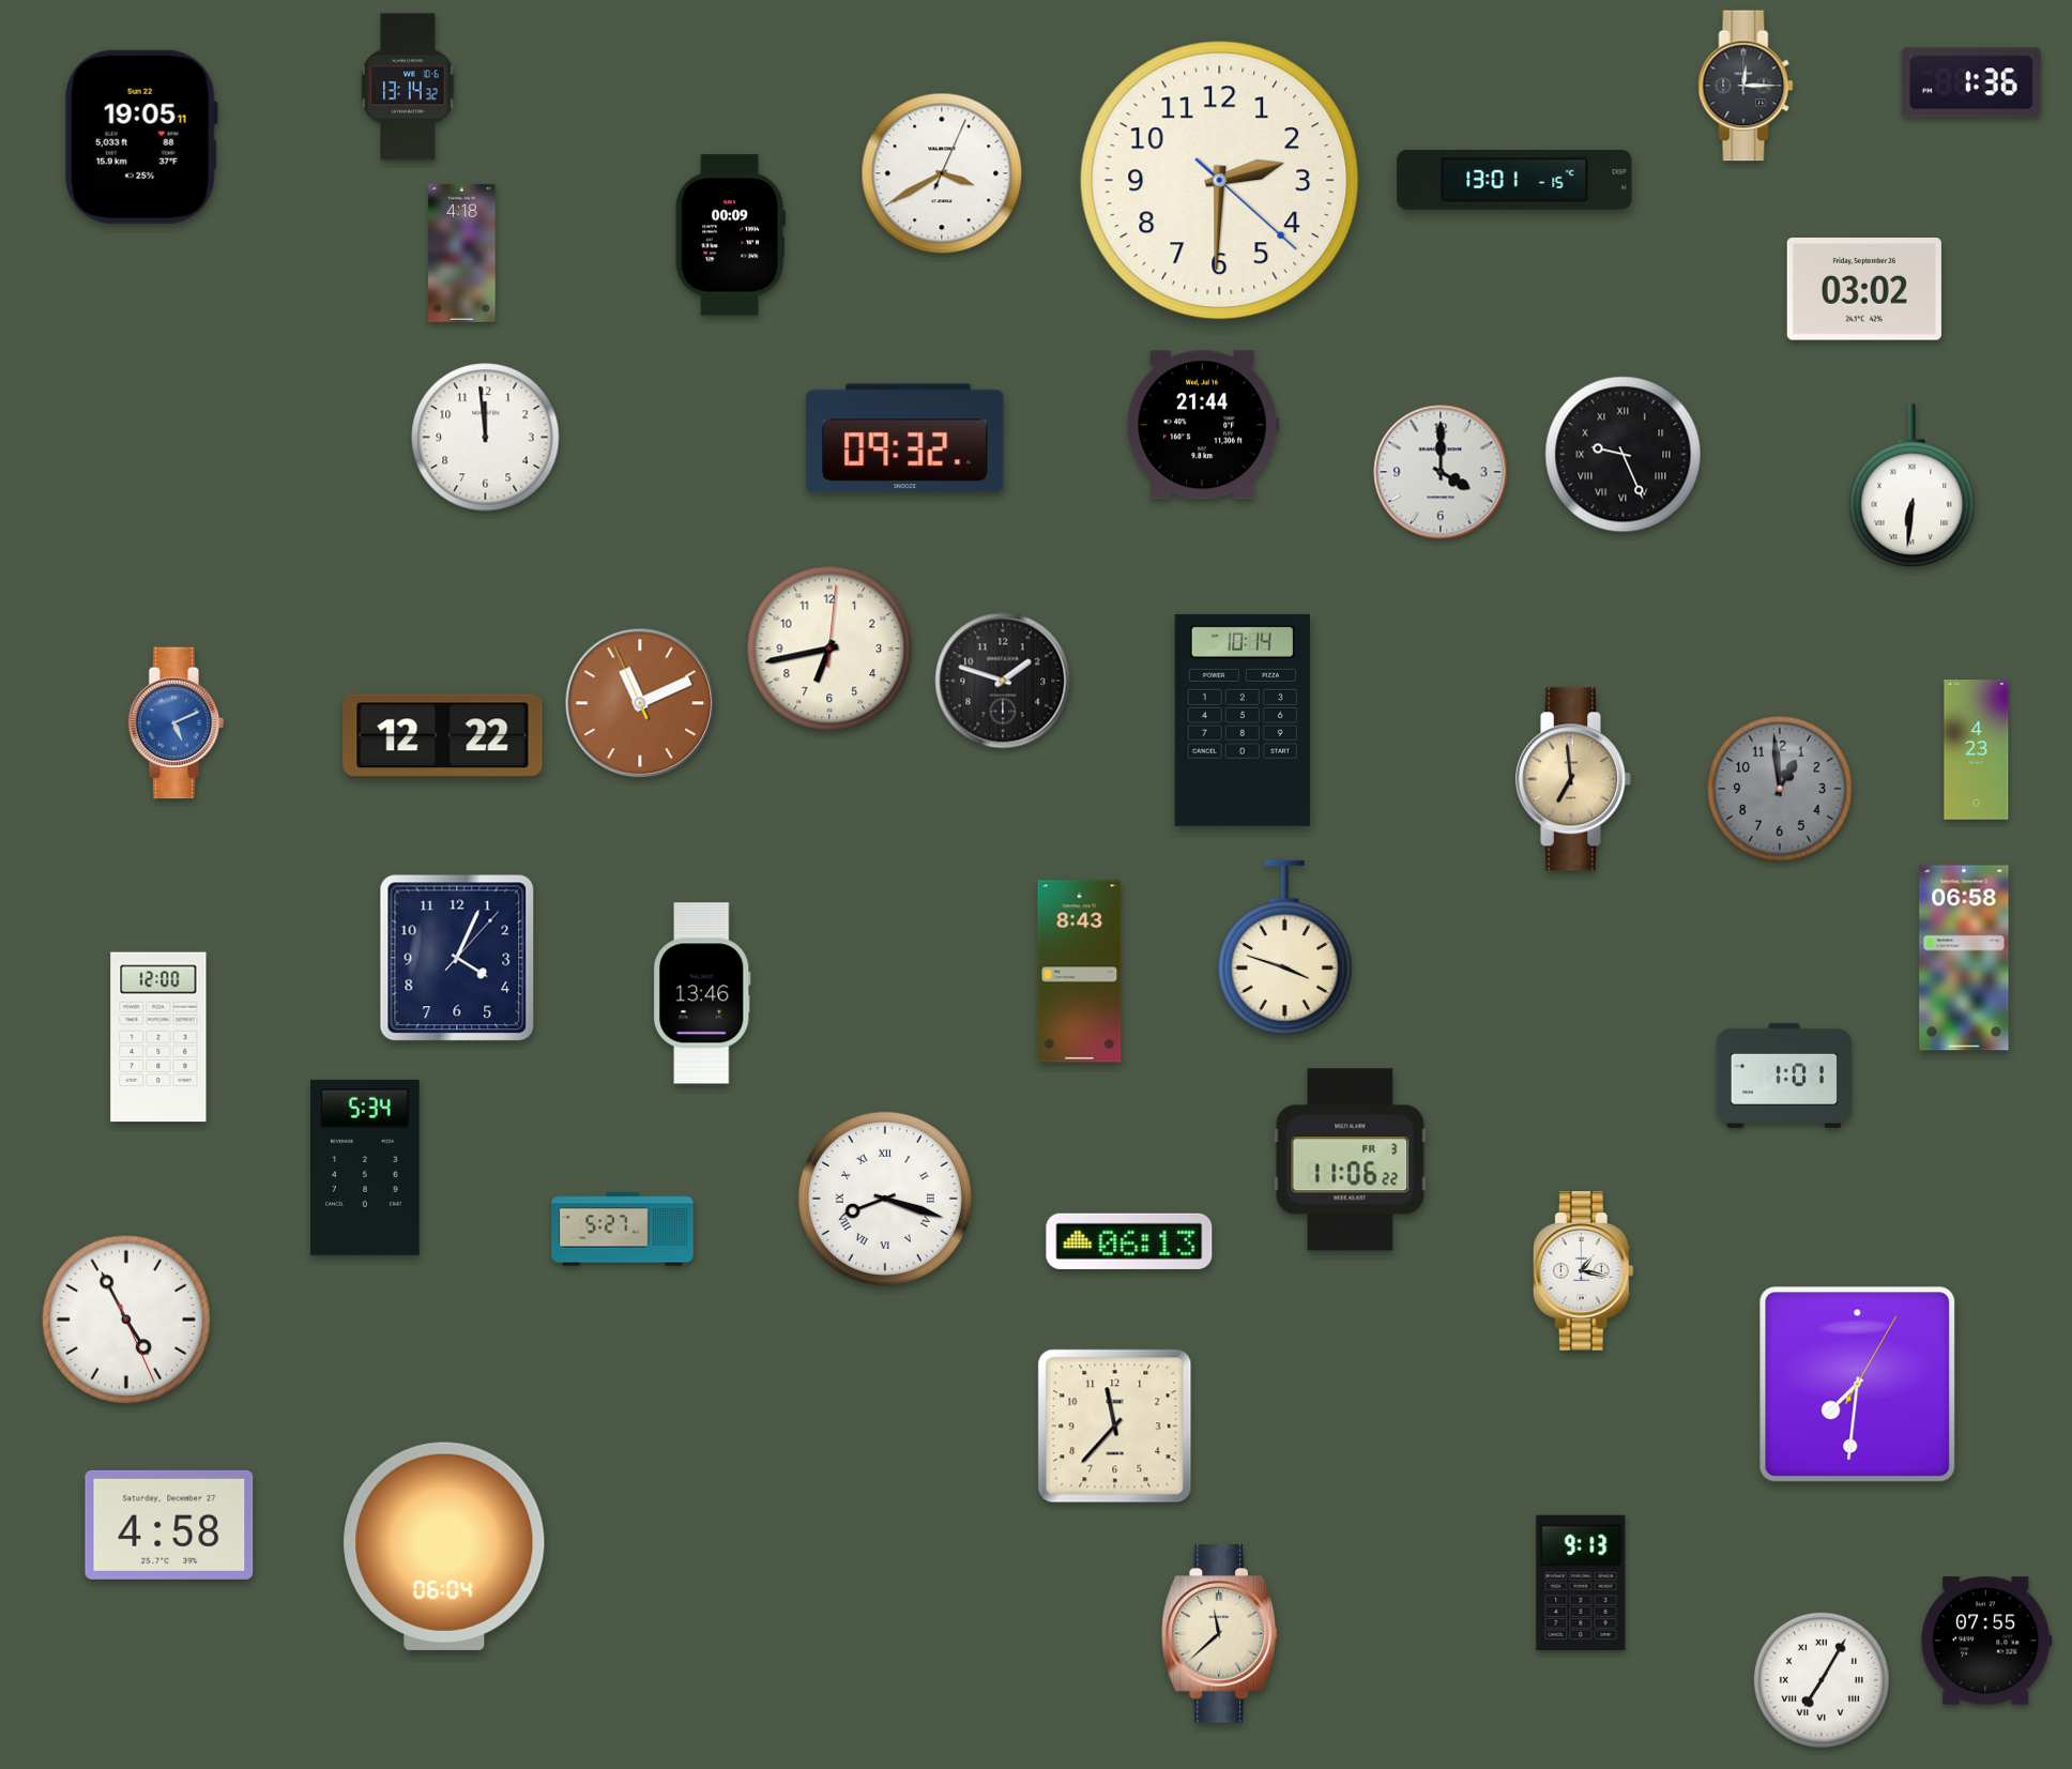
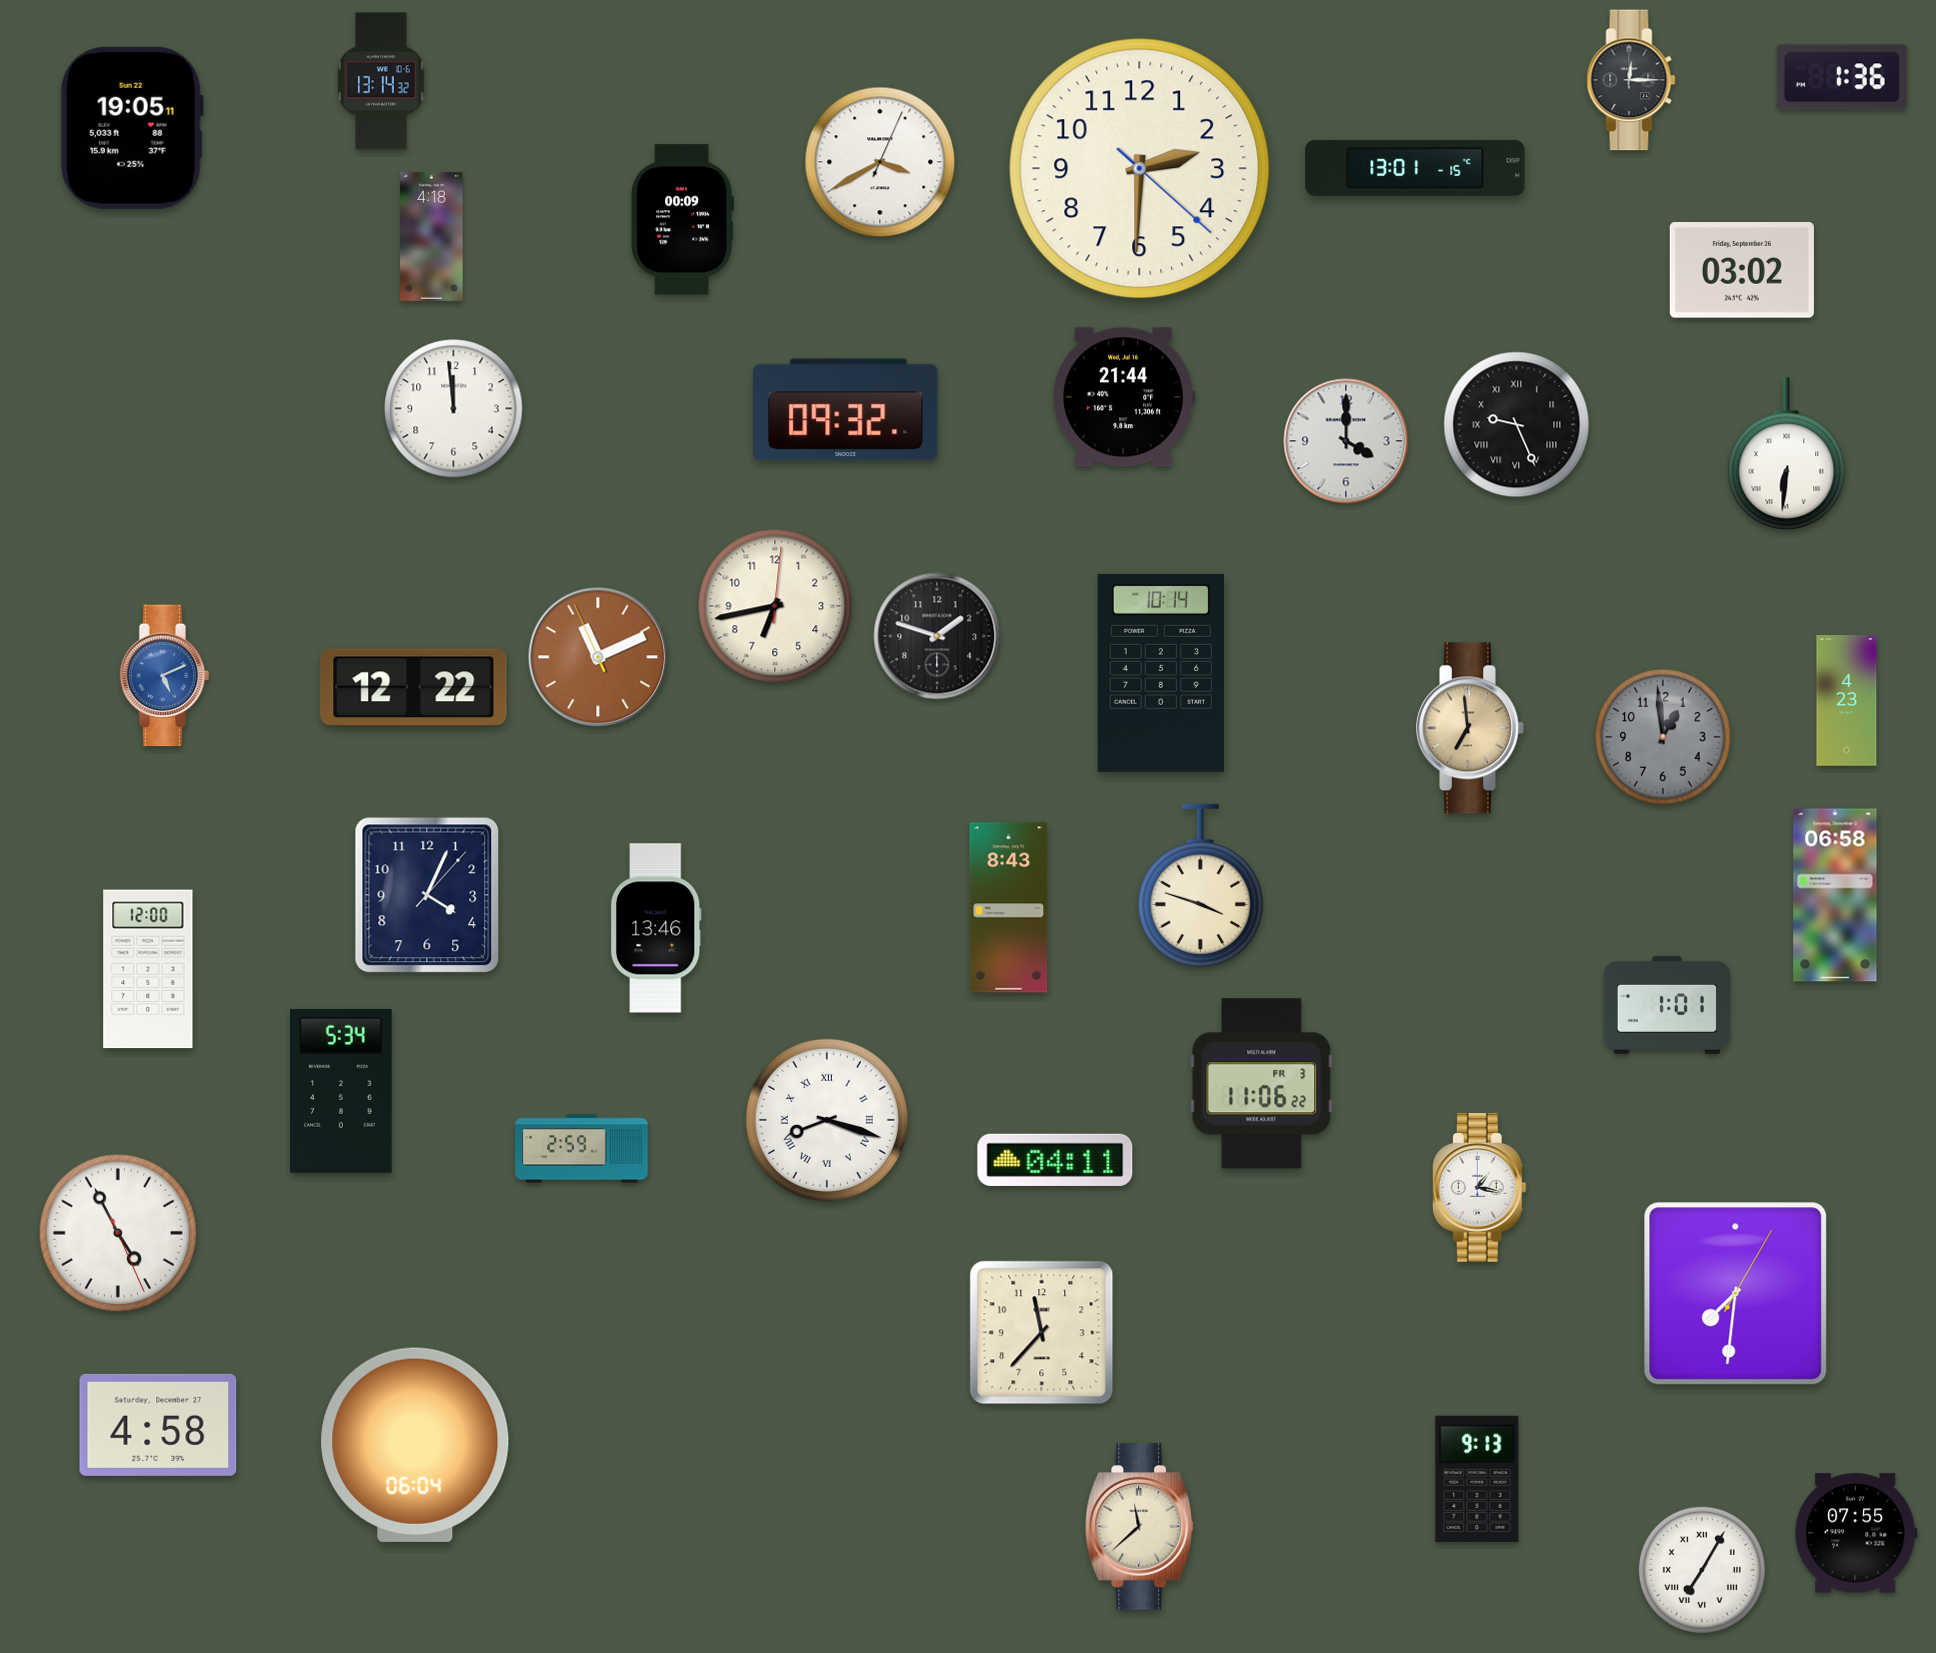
clock at (623, 1230): 5:27 -> 2:59
clock at (1129, 1241): 06:13 -> 04:11
